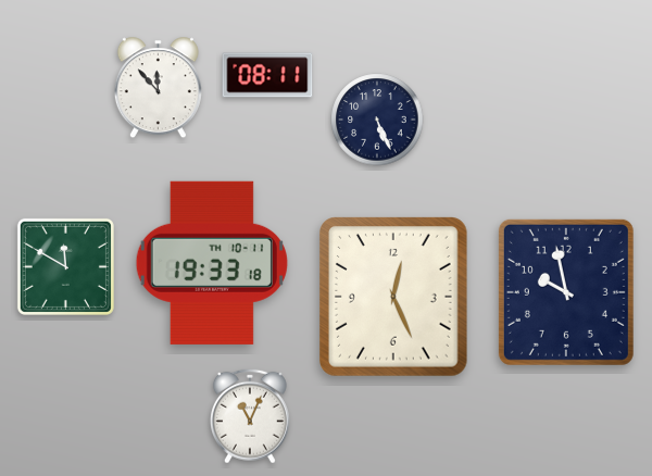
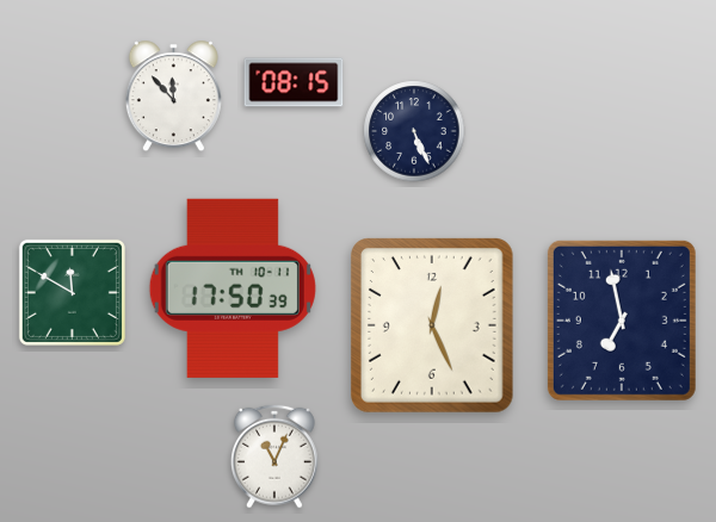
clock at (267, 75): 08:11 -> 08:15
clock at (212, 263): 19:33 -> 17:50
clock at (566, 292): 9:58 -> 6:58
